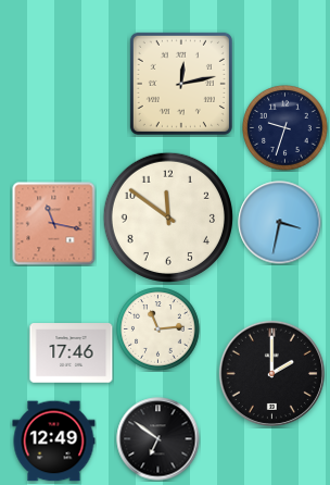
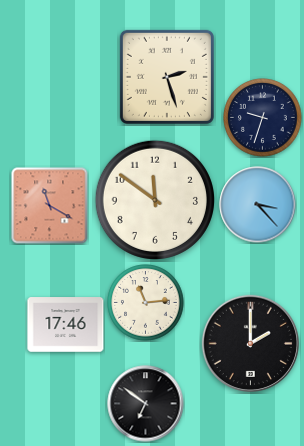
clock at (181, 84): 12:13 -> 2:27
clock at (280, 223): 3:32 -> 3:23
clock at (54, 224): 11:17 -> 11:20
clock at (54, 442): 12:49 -> none
